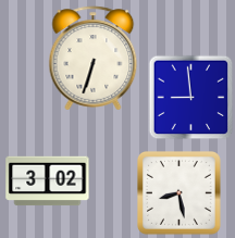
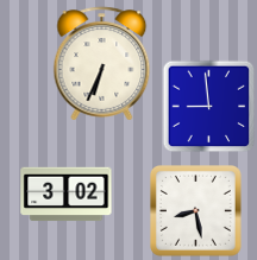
clock at (94, 59): 6:33 -> 6:34
clock at (48, 181) position: (48, 181) -> (67, 195)
